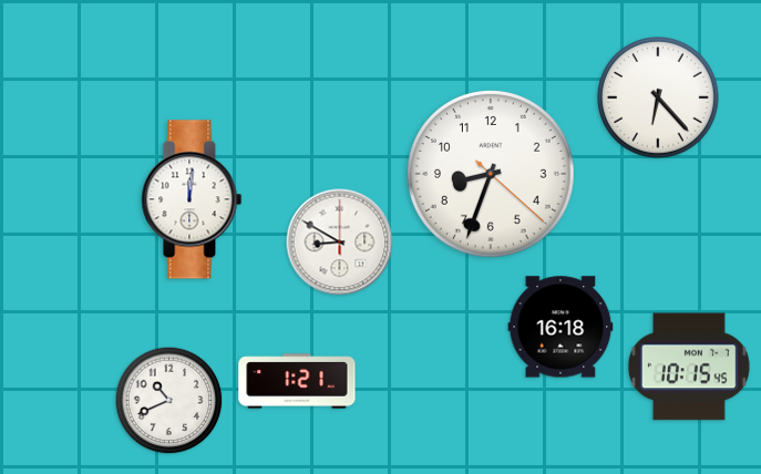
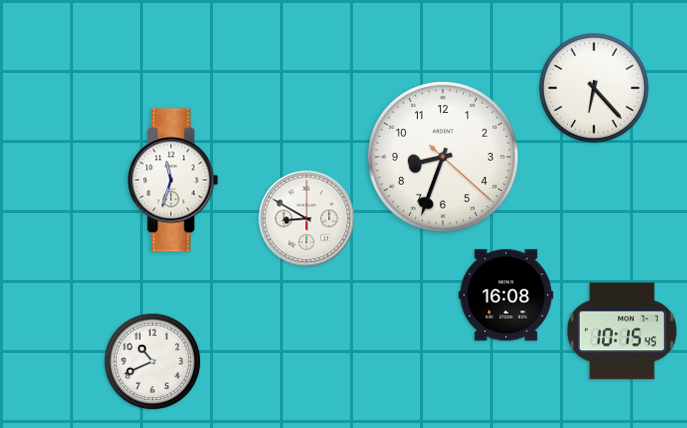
clock at (192, 199): 12:01 -> 11:33
clock at (561, 327): 16:18 -> 16:08
clock at (297, 381): 1:21 -> none
